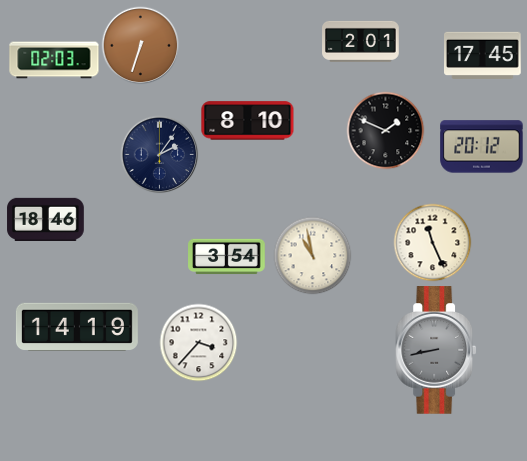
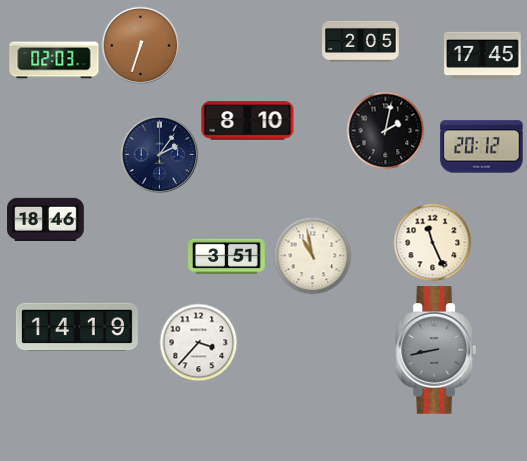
clock at (361, 41): 2:01 -> 2:05
clock at (385, 130): 1:49 -> 2:02
clock at (227, 257): 3:54 -> 3:51
